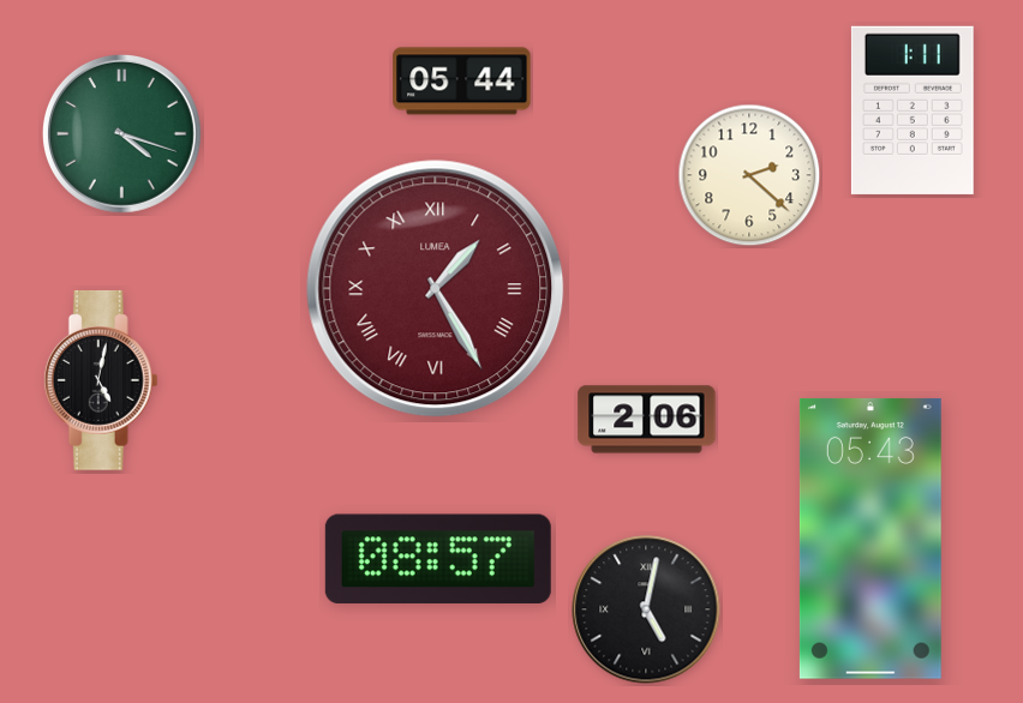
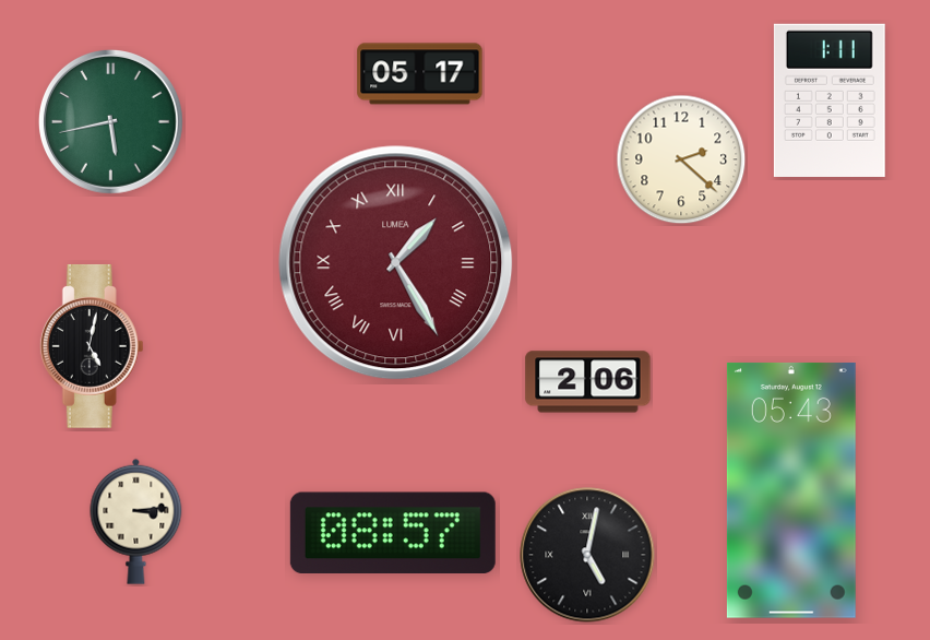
clock at (462, 82): 05:44 -> 05:17
clock at (121, 133): 4:18 -> 5:43
clock at (438, 558) position: (438, 558) -> (393, 532)
clock at (136, 521): none -> 3:14
